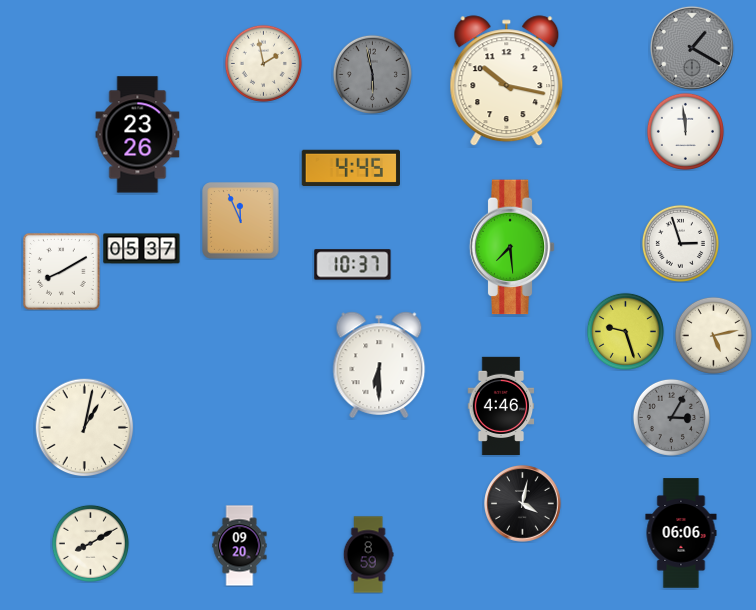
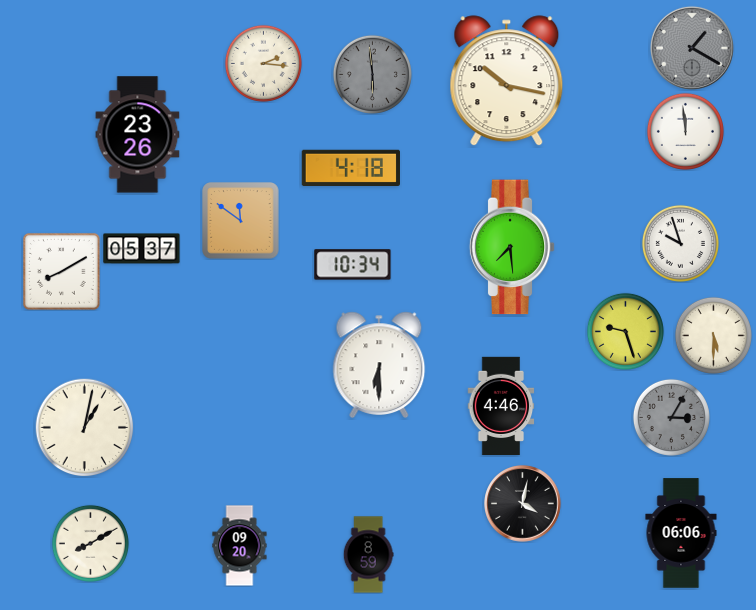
clock at (263, 63): 1:58 -> 2:16
clock at (372, 74): 5:58 -> 5:59
clock at (351, 167): 4:45 -> 4:18
clock at (241, 221): 11:56 -> 11:51
clock at (680, 243): 2:57 -> 9:57
clock at (353, 265): 10:37 -> 10:34
clock at (713, 335): 5:13 -> 5:30
